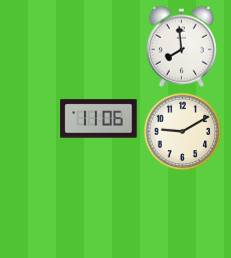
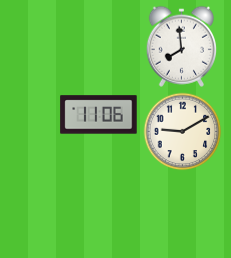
clock at (99, 119) position: (99, 119) -> (99, 115)
